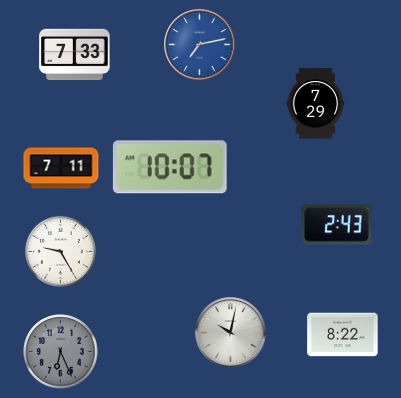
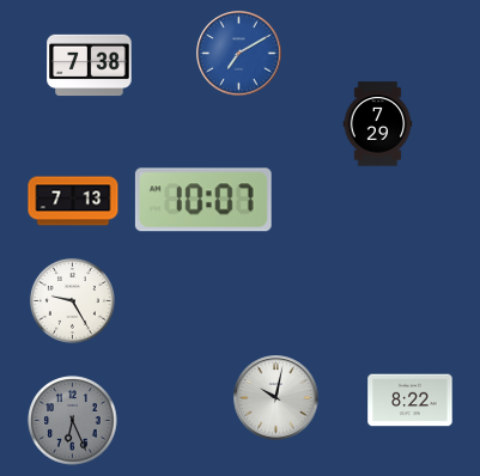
clock at (200, 45): 7:13 -> 7:10
clock at (75, 55): 7:33 -> 7:38
clock at (61, 168): 7:11 -> 7:13
clock at (337, 225): 2:43 -> none
